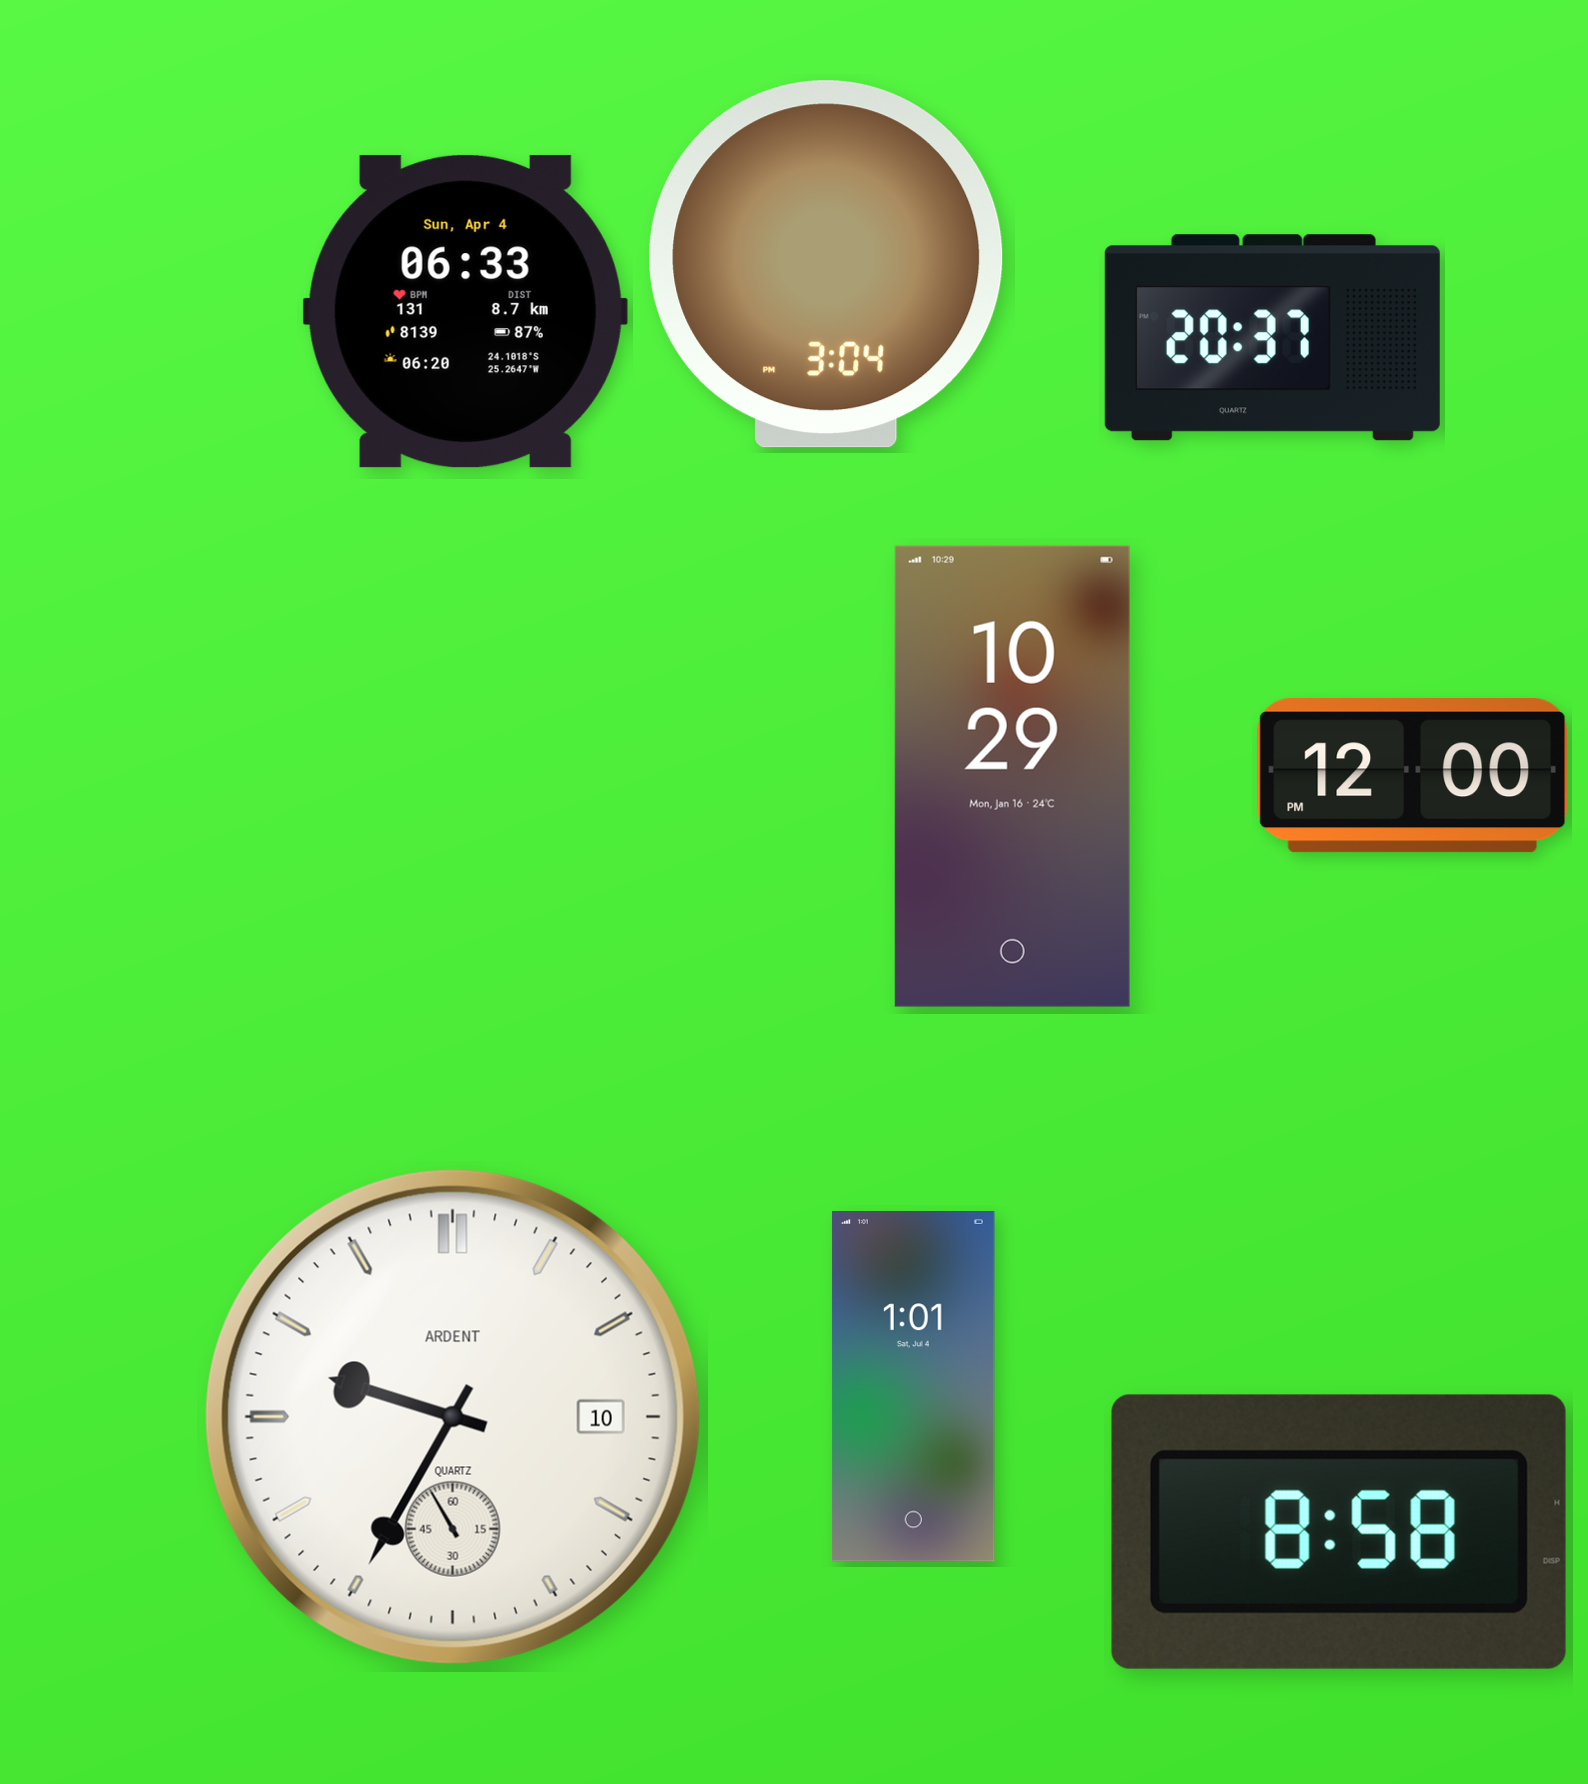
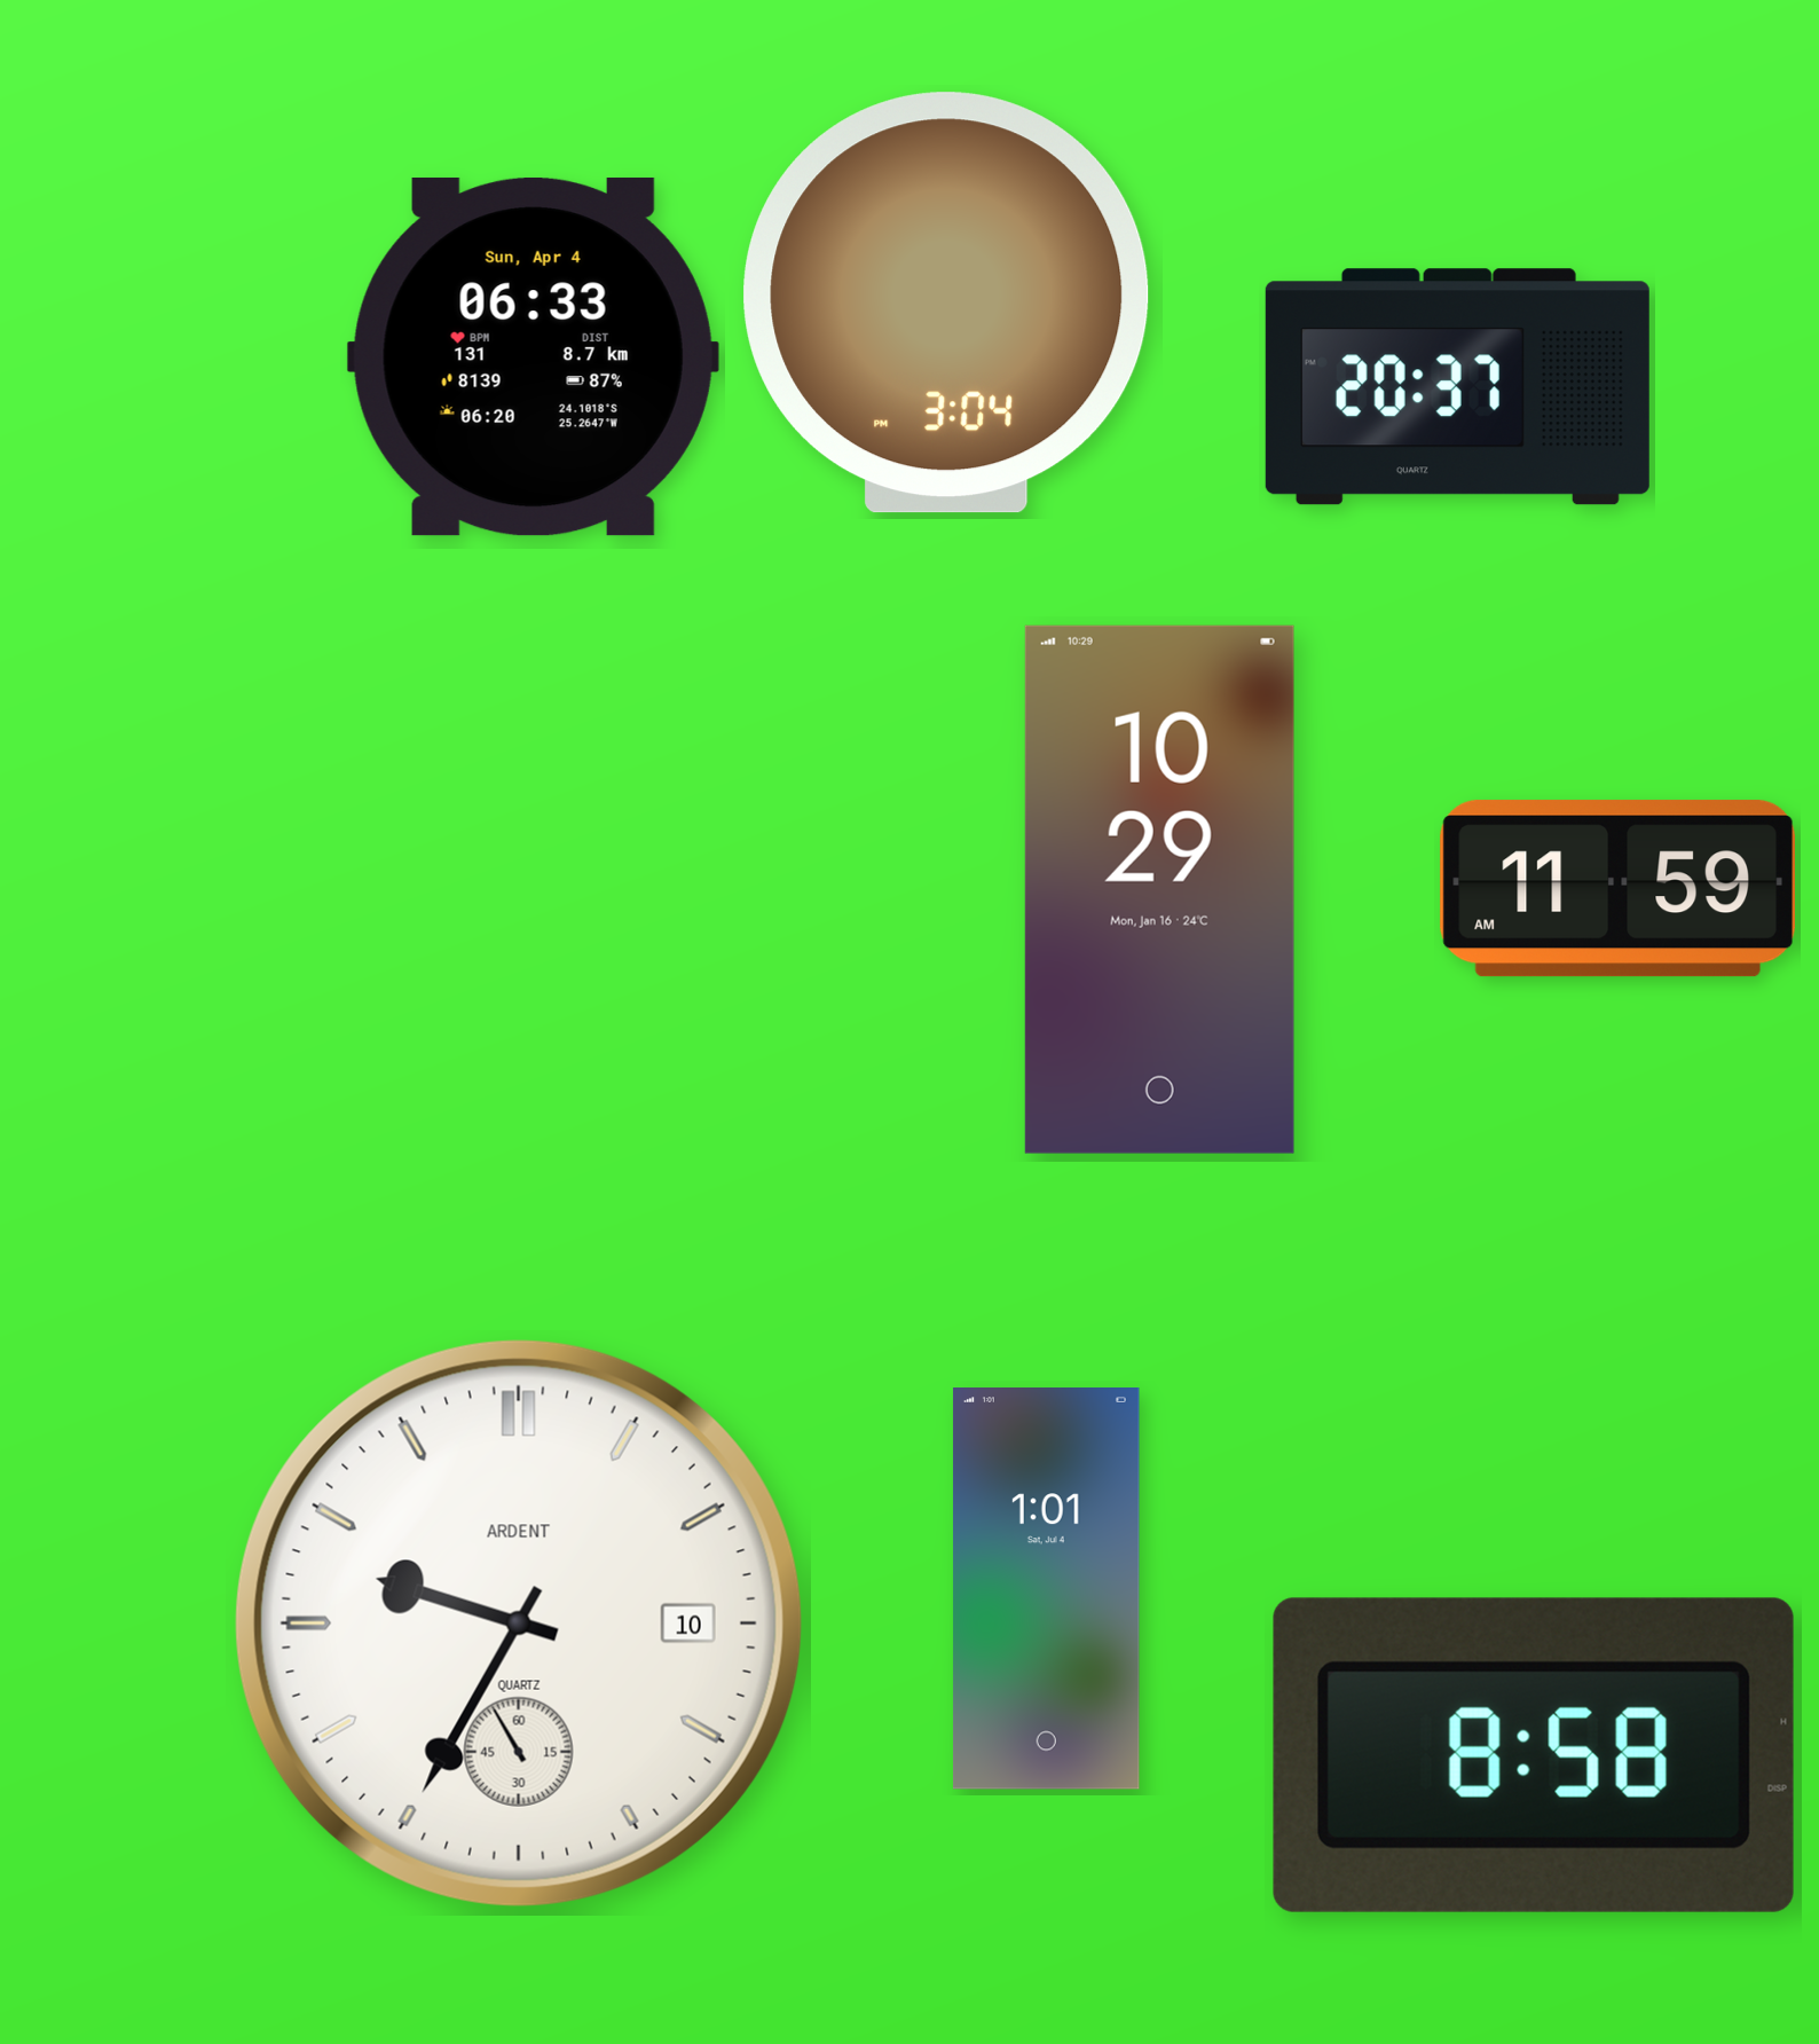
clock at (1412, 776): 12:00 -> 11:59
